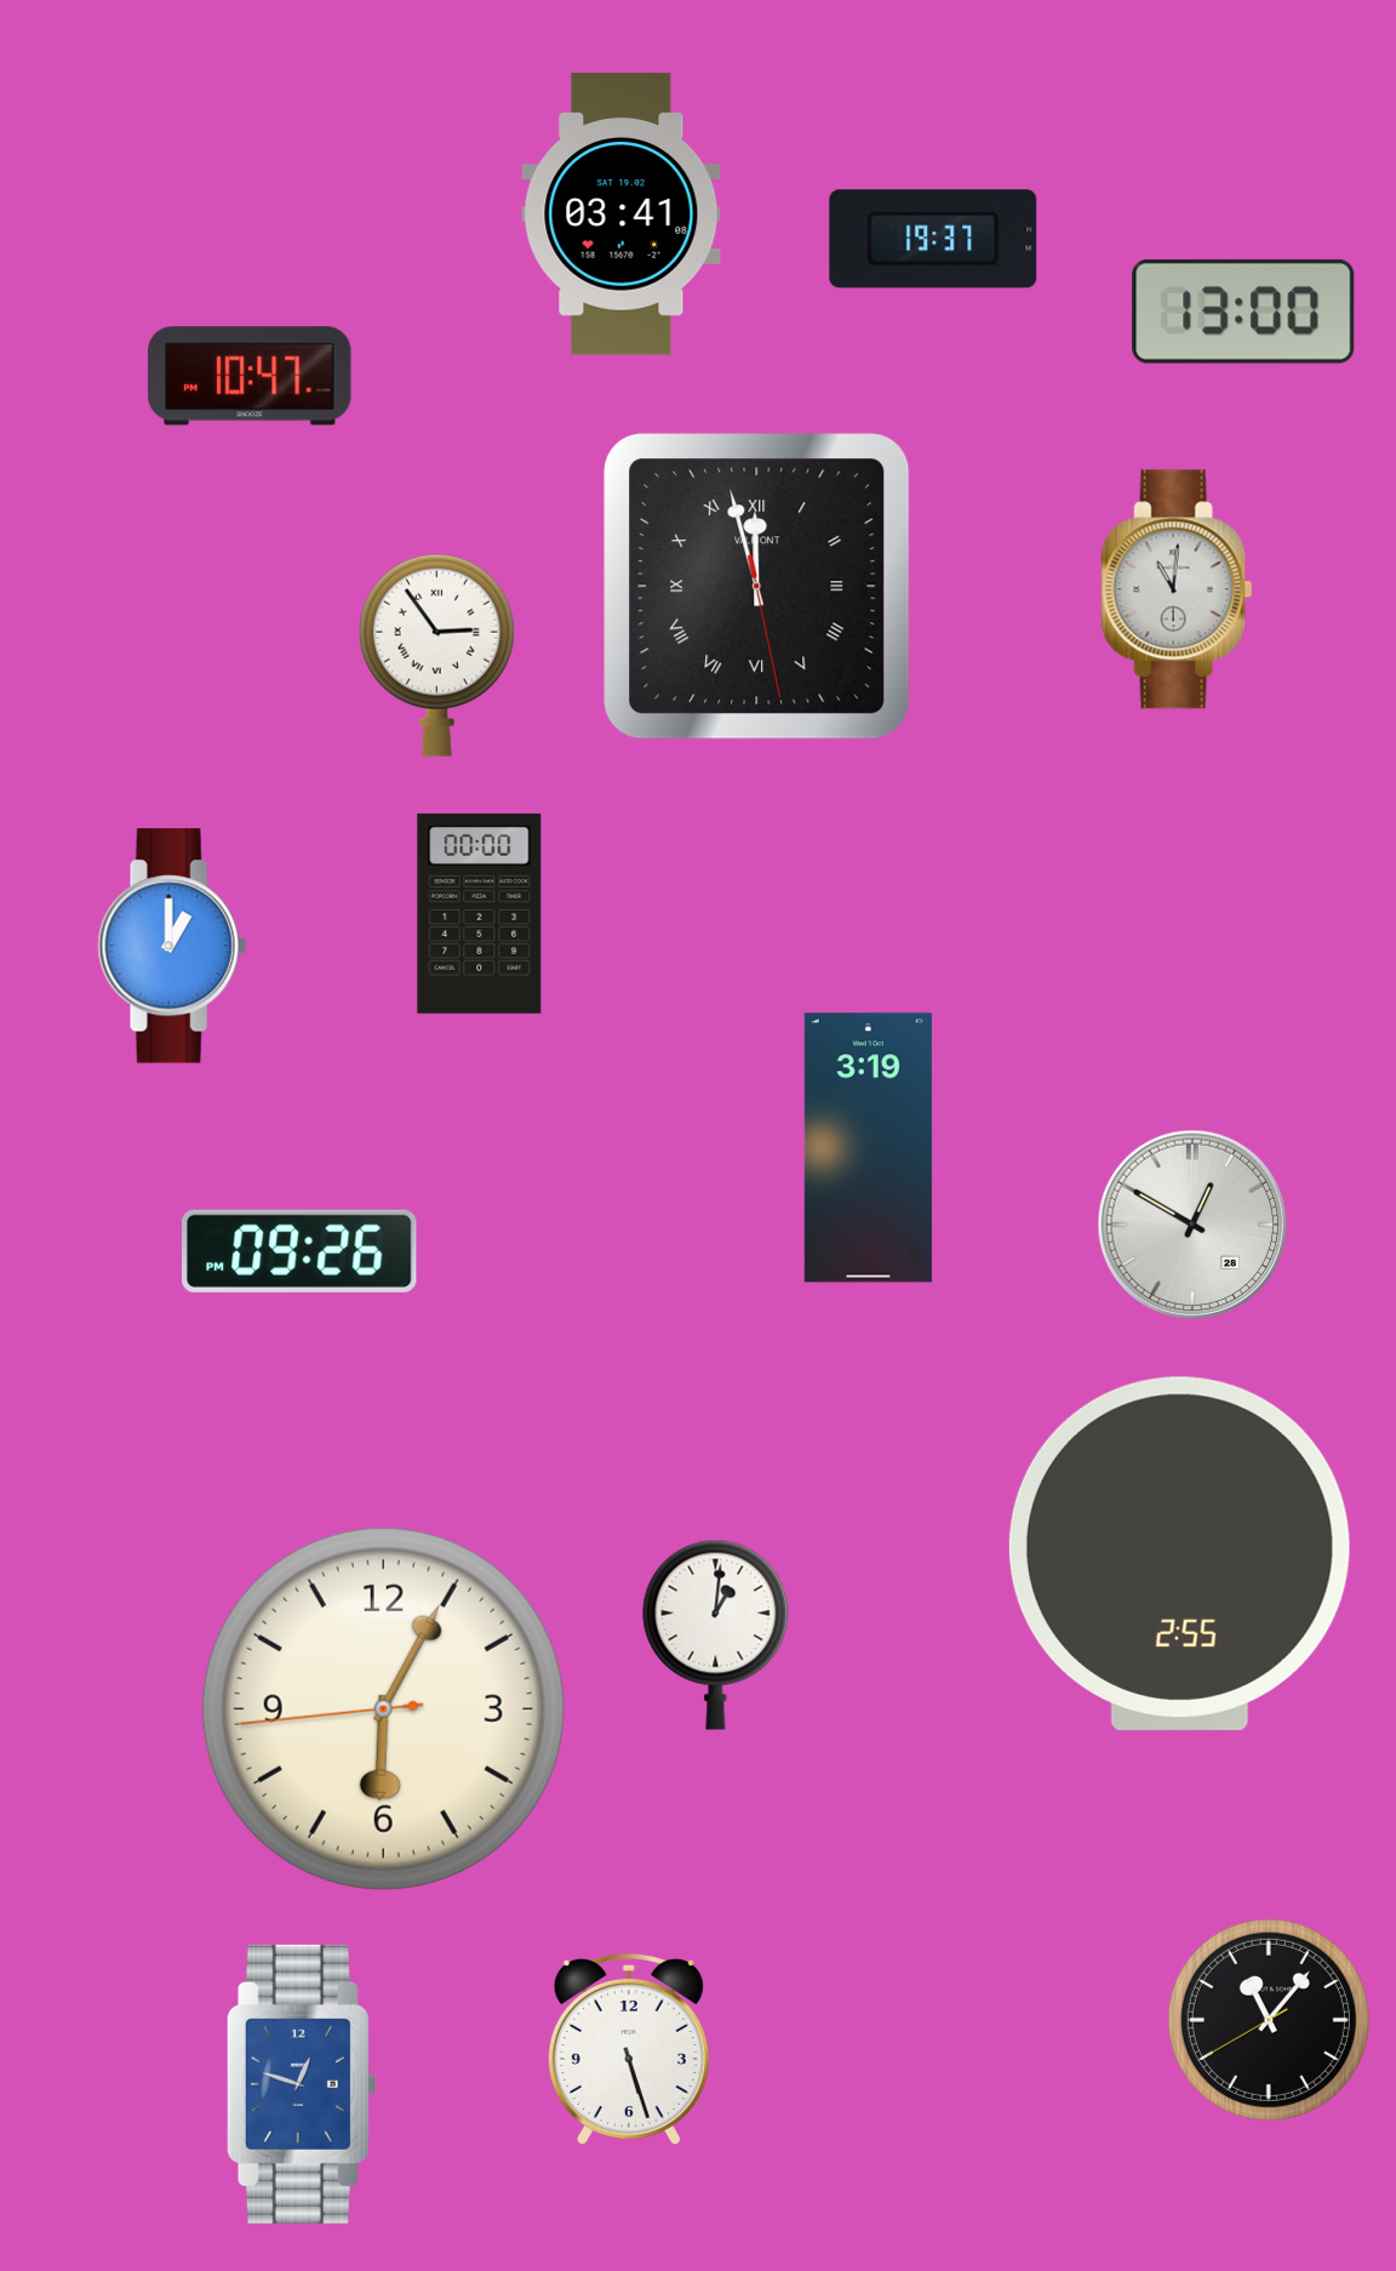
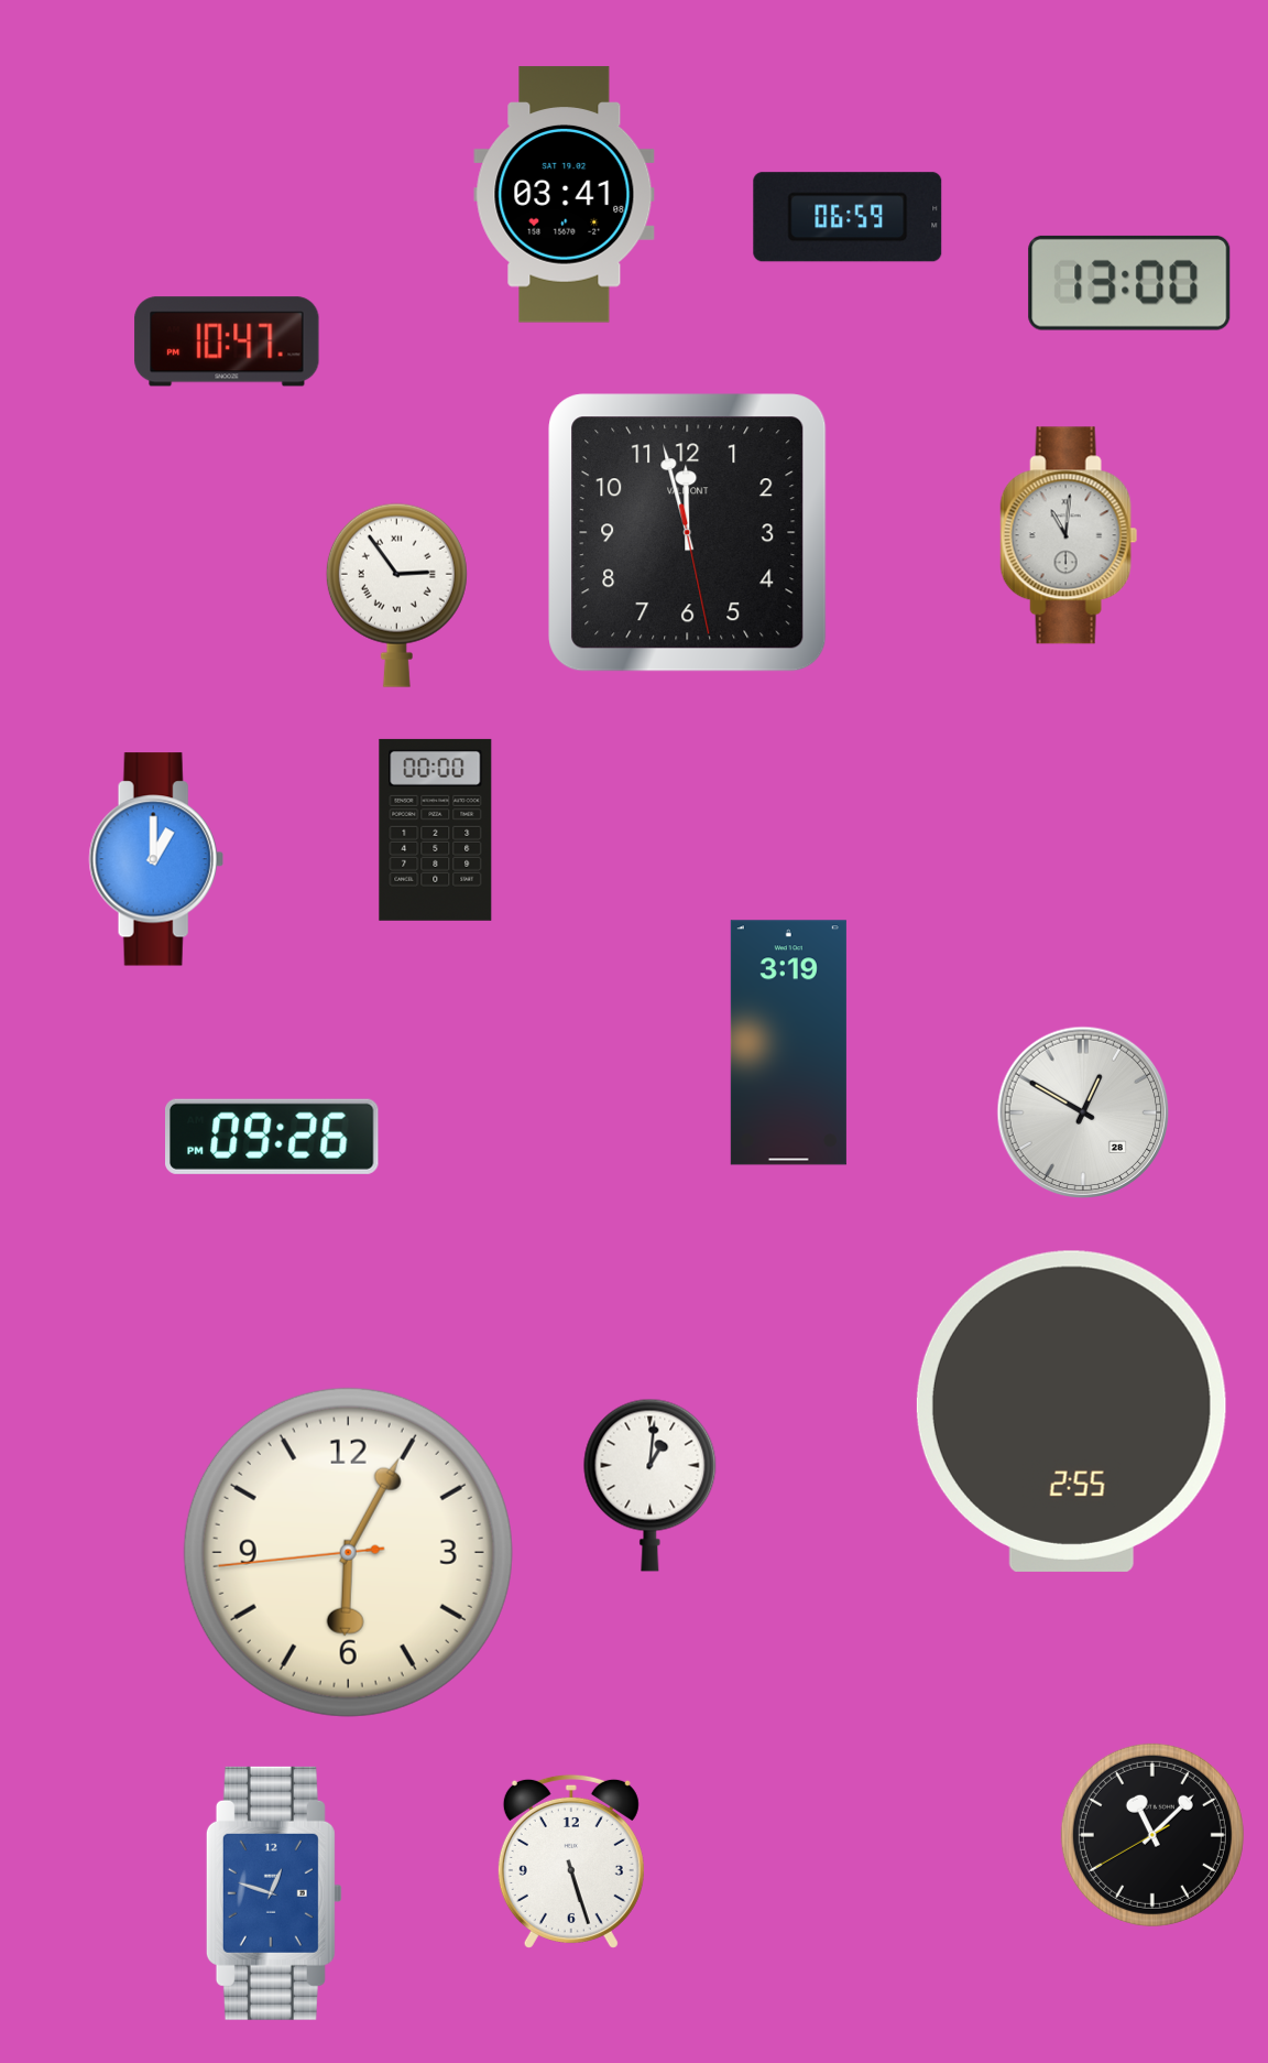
clock at (933, 239): 19:37 -> 06:59
clock at (757, 587) numerals: Roman -> Arabic
clock at (1269, 2020): 11:06 -> 11:07
